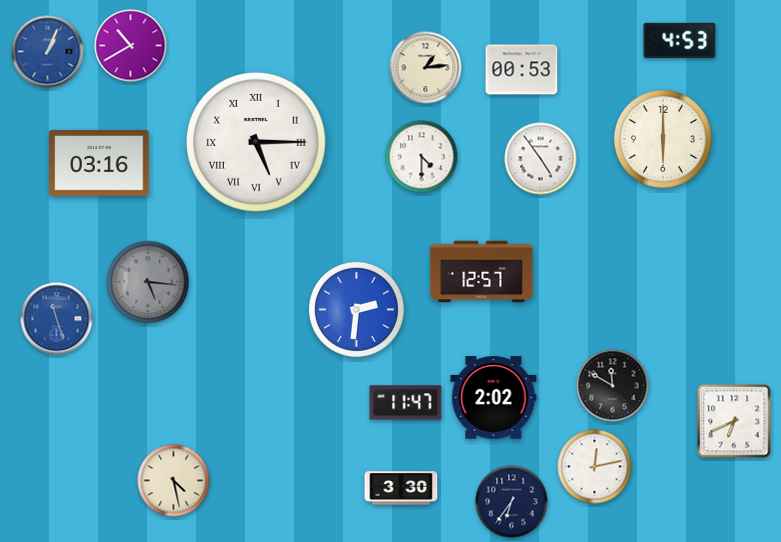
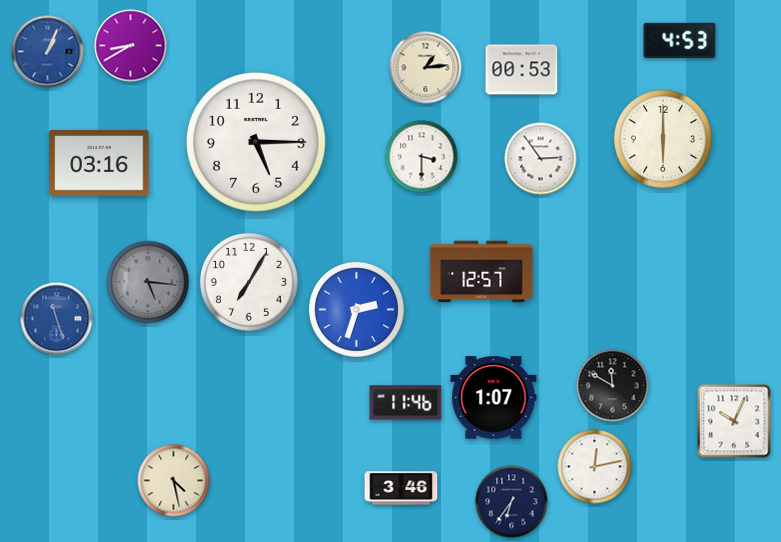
clock at (131, 46): 10:40 -> 8:40
clock at (257, 143) numerals: Roman -> Arabic
clock at (422, 157): 4:30 -> 3:30
clock at (541, 159): 4:54 -> 2:54
clock at (249, 282): none -> 7:05
clock at (356, 309): 2:31 -> 2:33
clock at (494, 398): 2:02 -> 1:07
clock at (406, 403): 11:47 -> 11:46
clock at (734, 421): 6:41 -> 10:04
clock at (401, 488): 3:30 -> 3:46
